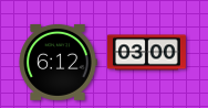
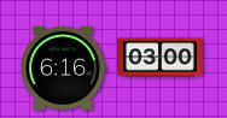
clock at (58, 62): 6:12 -> 6:16
